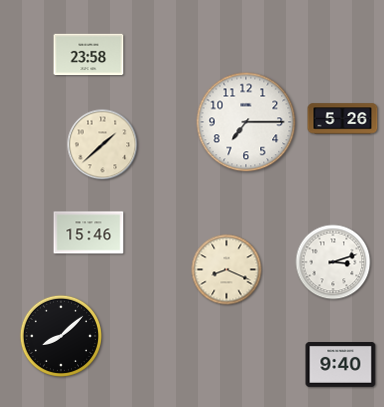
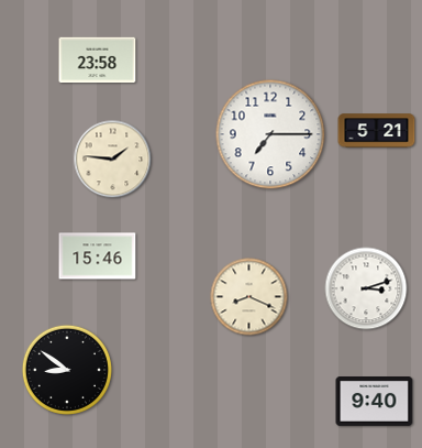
clock at (343, 119): 5:26 -> 5:21
clock at (103, 145): 1:38 -> 1:46
clock at (60, 335): 8:08 -> 8:51
